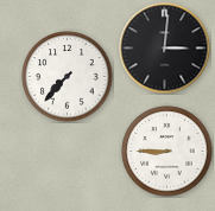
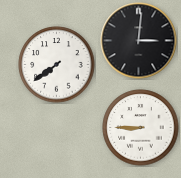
clock at (68, 77): 7:37 -> 7:39
